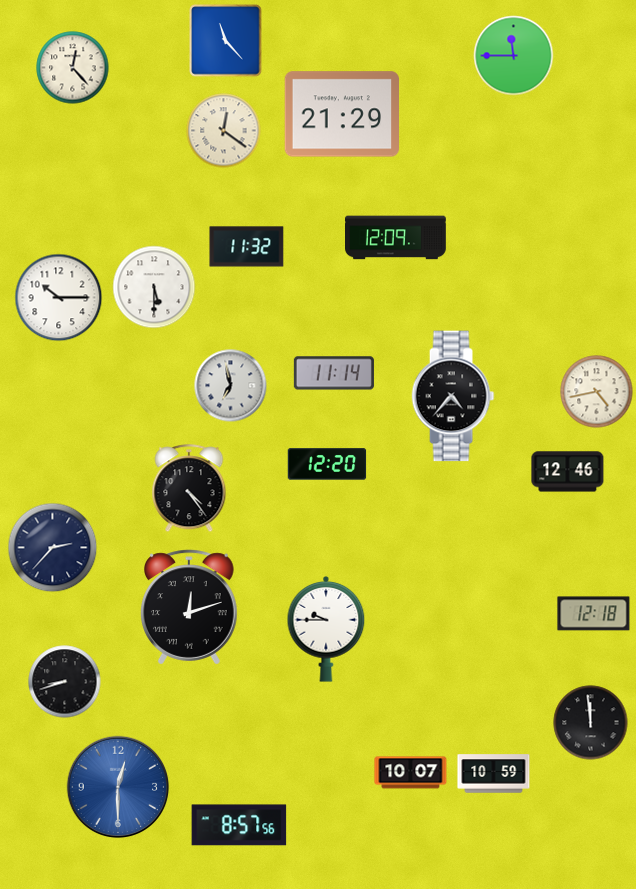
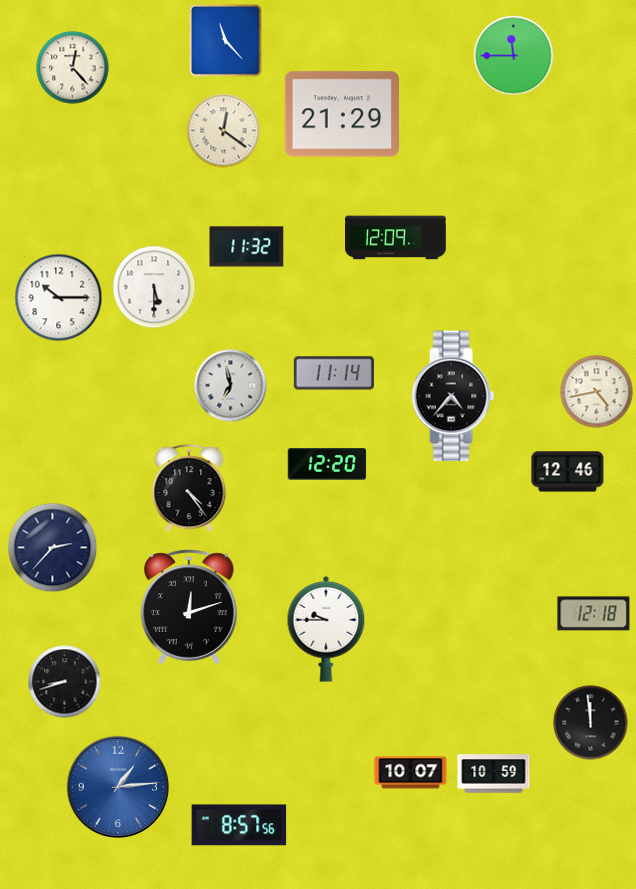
clock at (118, 787): 12:30 -> 1:14
